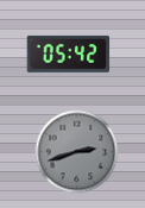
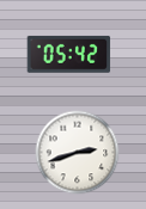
clock at (77, 152) dial: grey -> white
